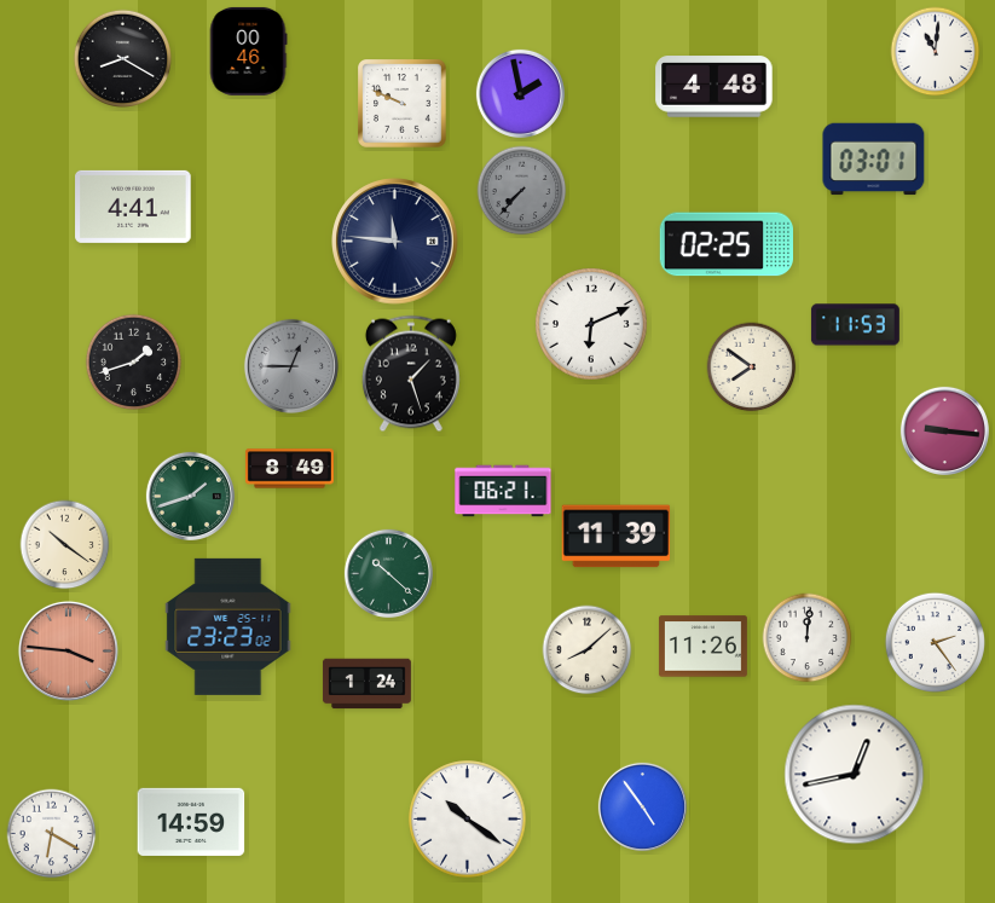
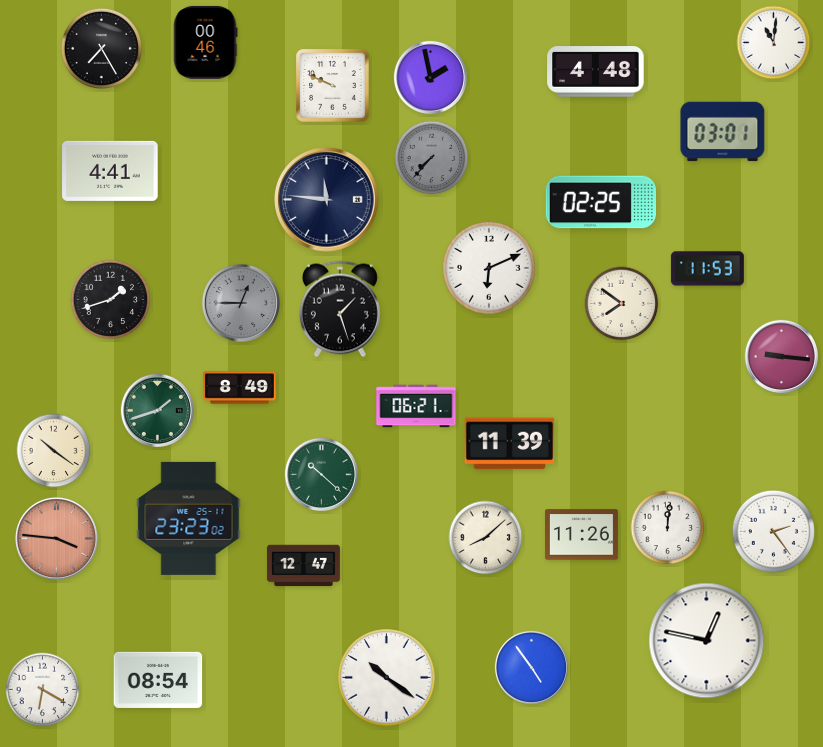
clock at (122, 58): 8:20 -> 7:25
clock at (715, 87) position: (715, 87) -> (596, 72)
clock at (366, 684): 1:24 -> 12:47
clock at (855, 775): 12:43 -> 12:47
clock at (191, 822): 14:59 -> 08:54
